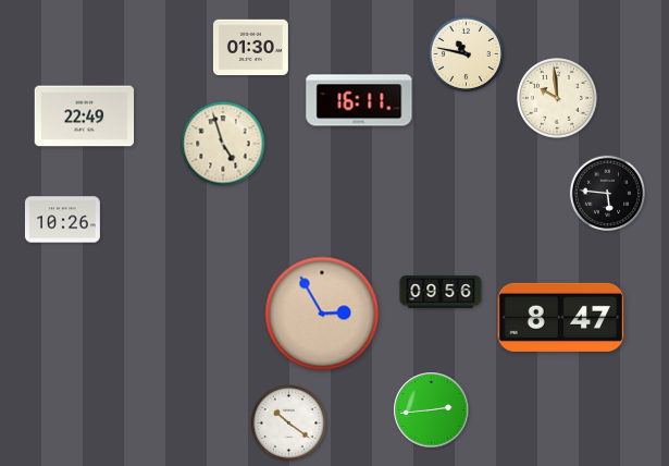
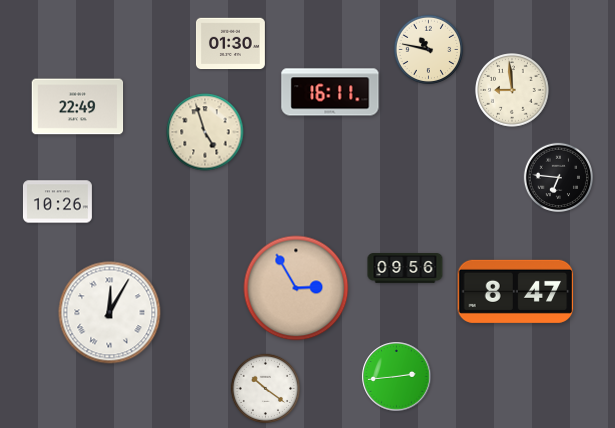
clock at (557, 98): 9:59 -> 8:59
clock at (608, 194): 5:46 -> 6:46
clock at (110, 313): none -> 12:05
